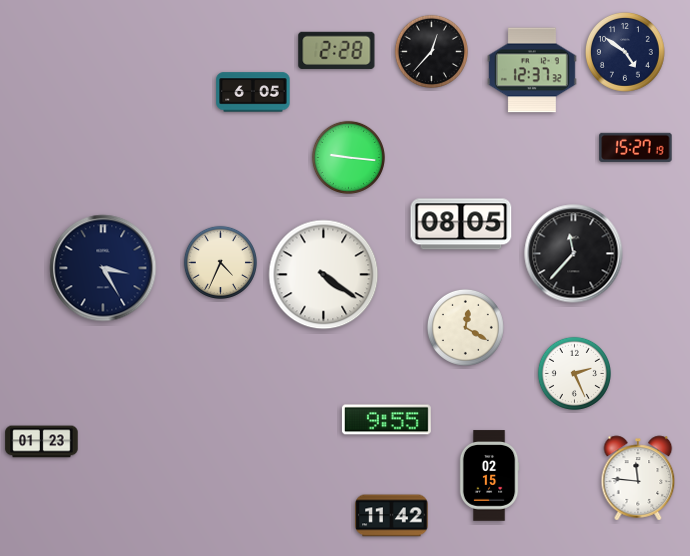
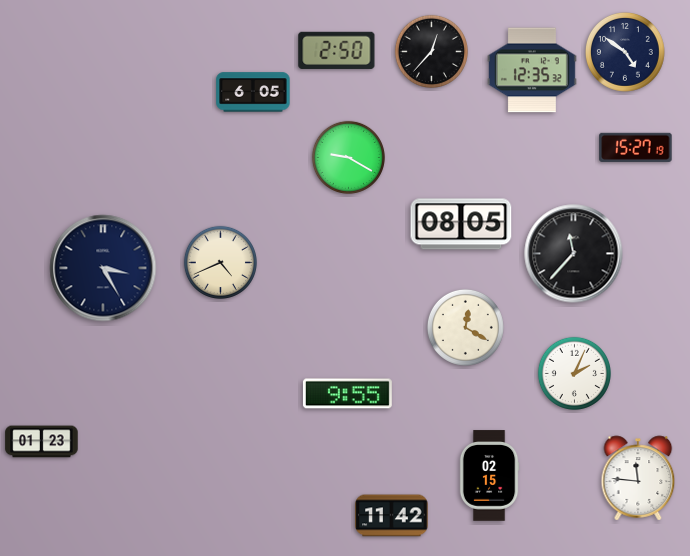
clock at (337, 50): 2:28 -> 2:50
clock at (532, 70): 12:37 -> 12:35
clock at (348, 157): 9:16 -> 9:20
clock at (220, 262): 4:34 -> 4:41
clock at (324, 275): 4:21 -> none
clock at (574, 373): 2:26 -> 2:04
clock at (386, 420) position: (386, 420) -> (347, 394)
